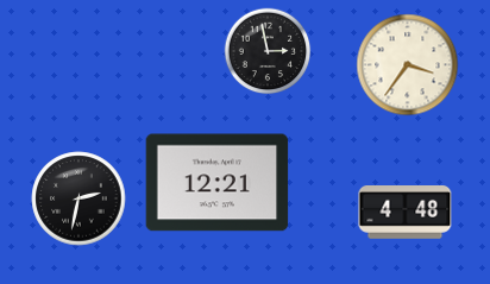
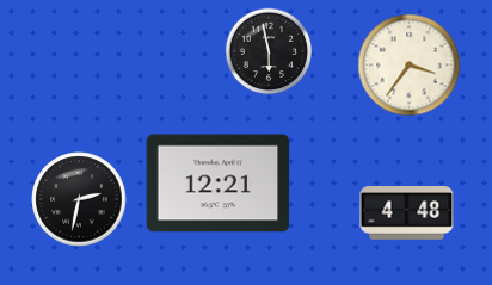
clock at (268, 51): 2:58 -> 5:58
